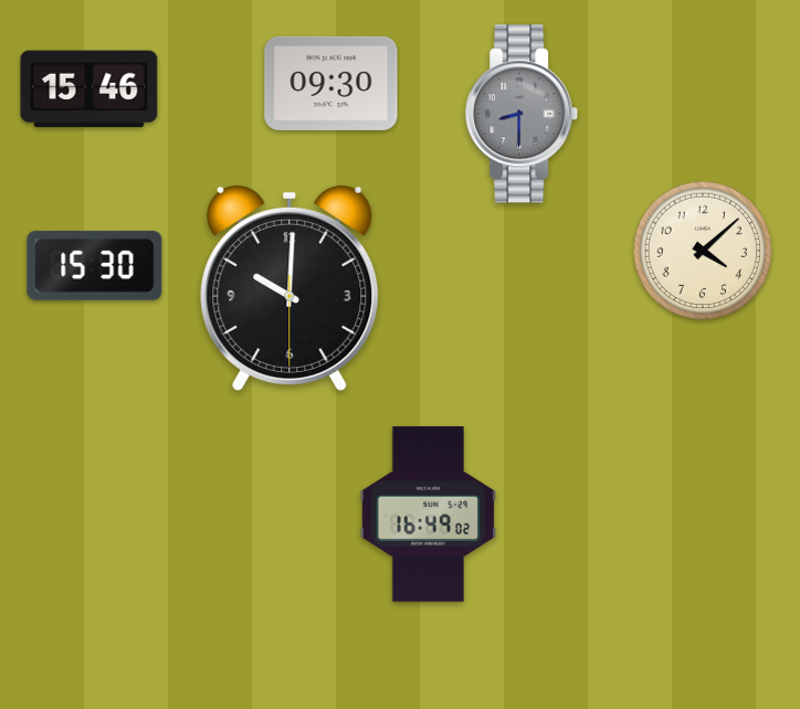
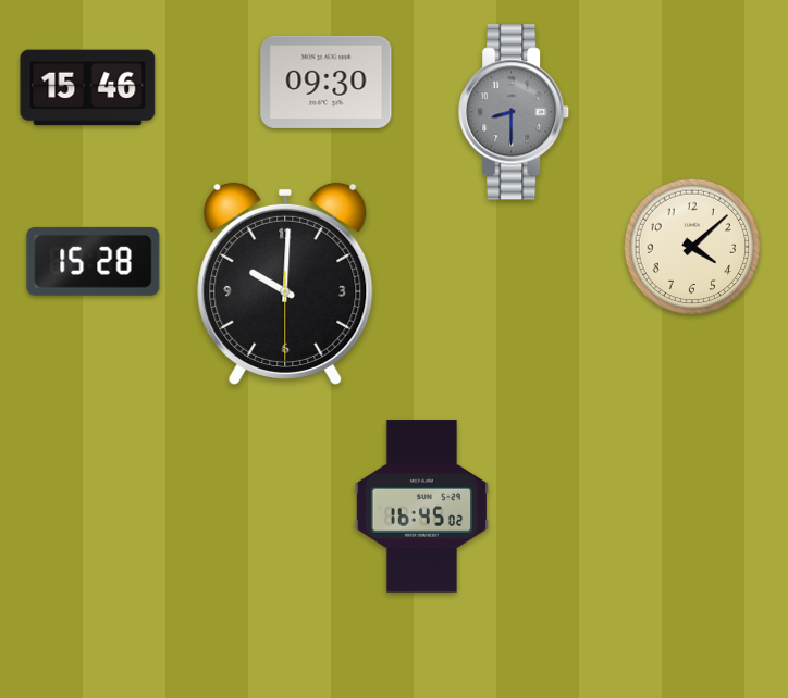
clock at (95, 265): 15:30 -> 15:28
clock at (429, 515): 16:49 -> 16:45
